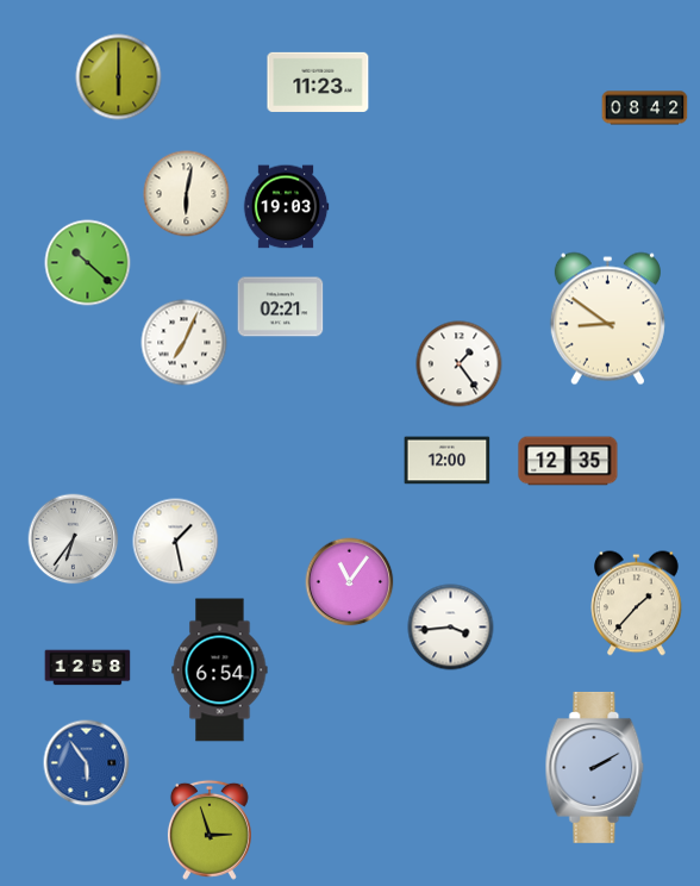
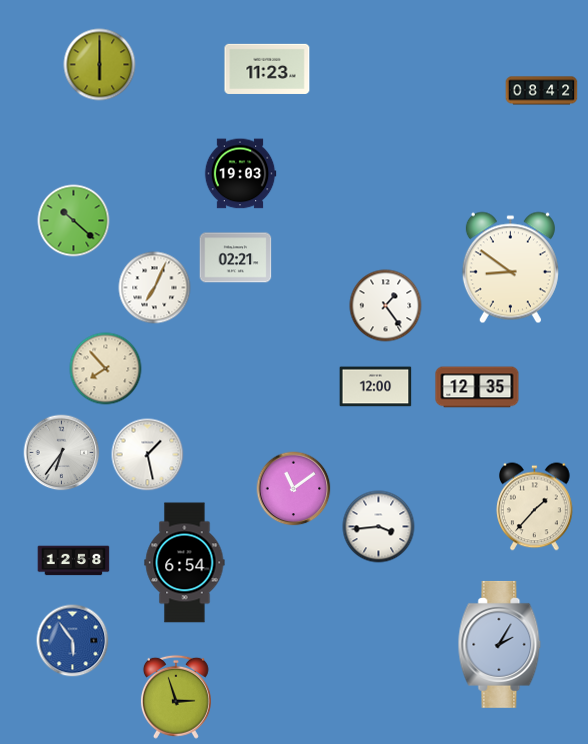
clock at (187, 194): 6:02 -> none
clock at (106, 369): none -> 7:53
clock at (350, 582): 11:06 -> 11:09
clock at (595, 767): 2:10 -> 2:05
